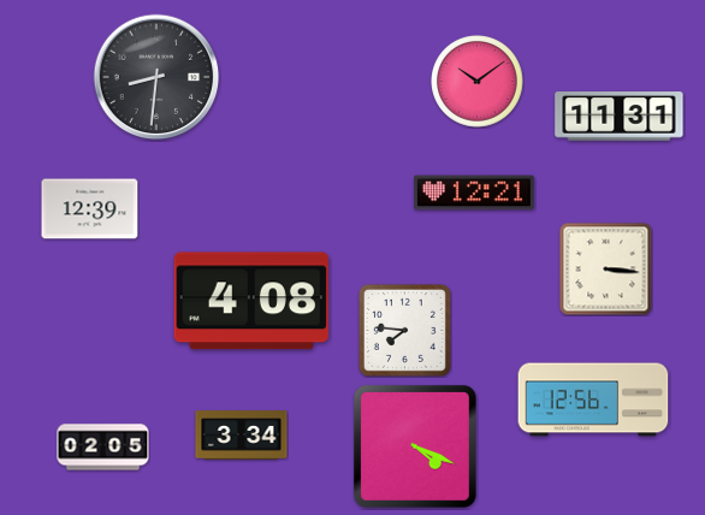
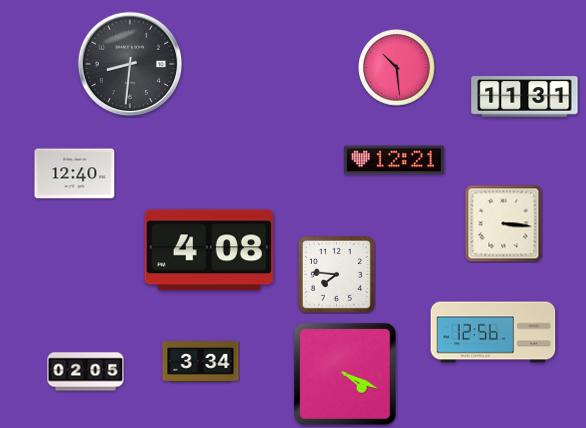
clock at (478, 82): 10:09 -> 10:29
clock at (620, 117) position: (620, 117) -> (525, 97)
clock at (90, 209): 12:39 -> 12:40
clock at (415, 446) position: (415, 446) -> (345, 374)
